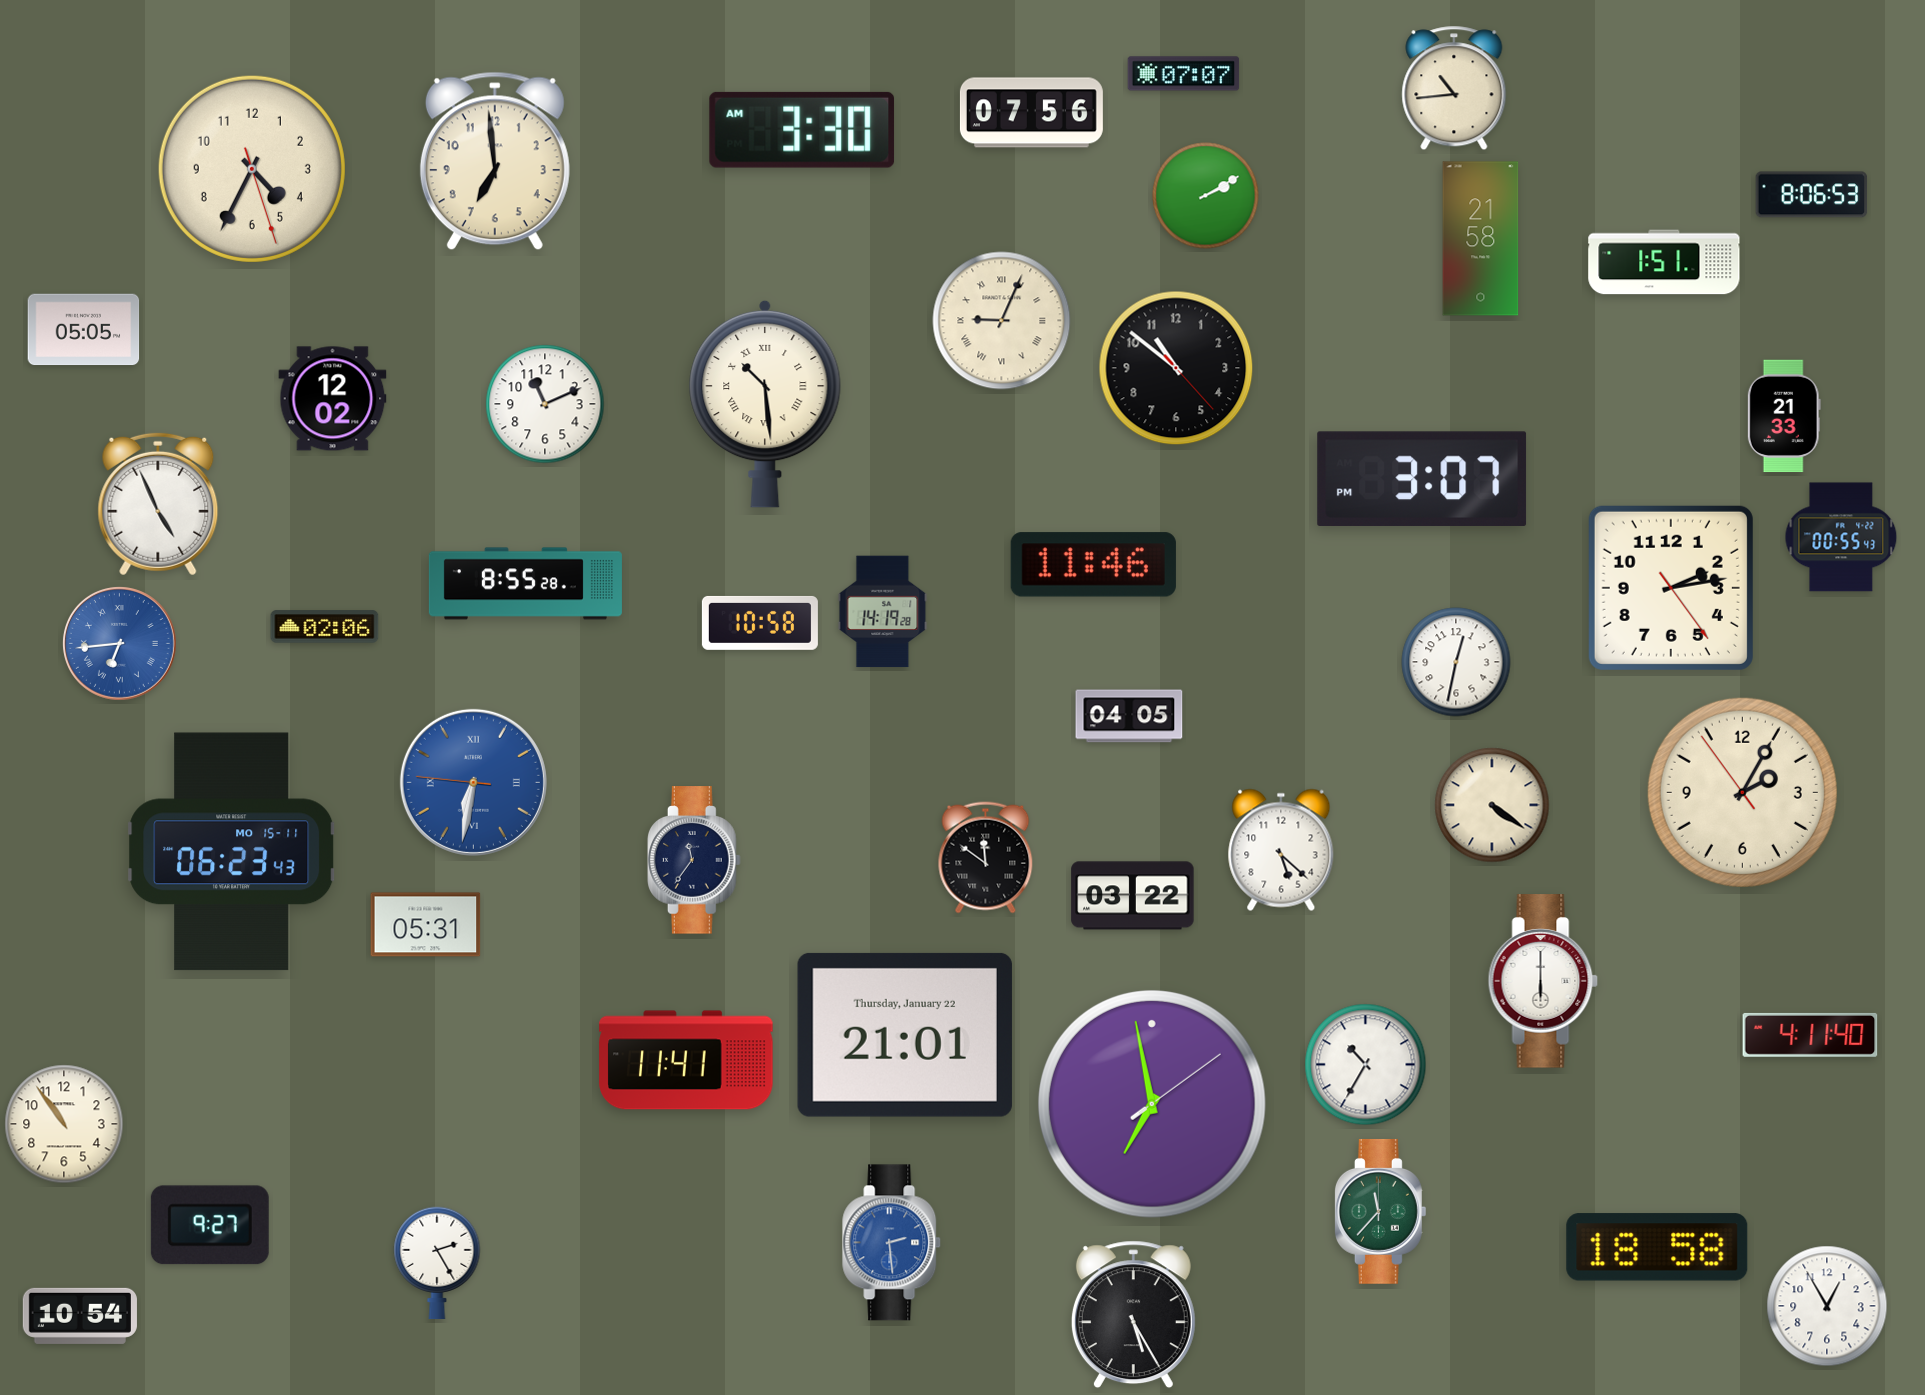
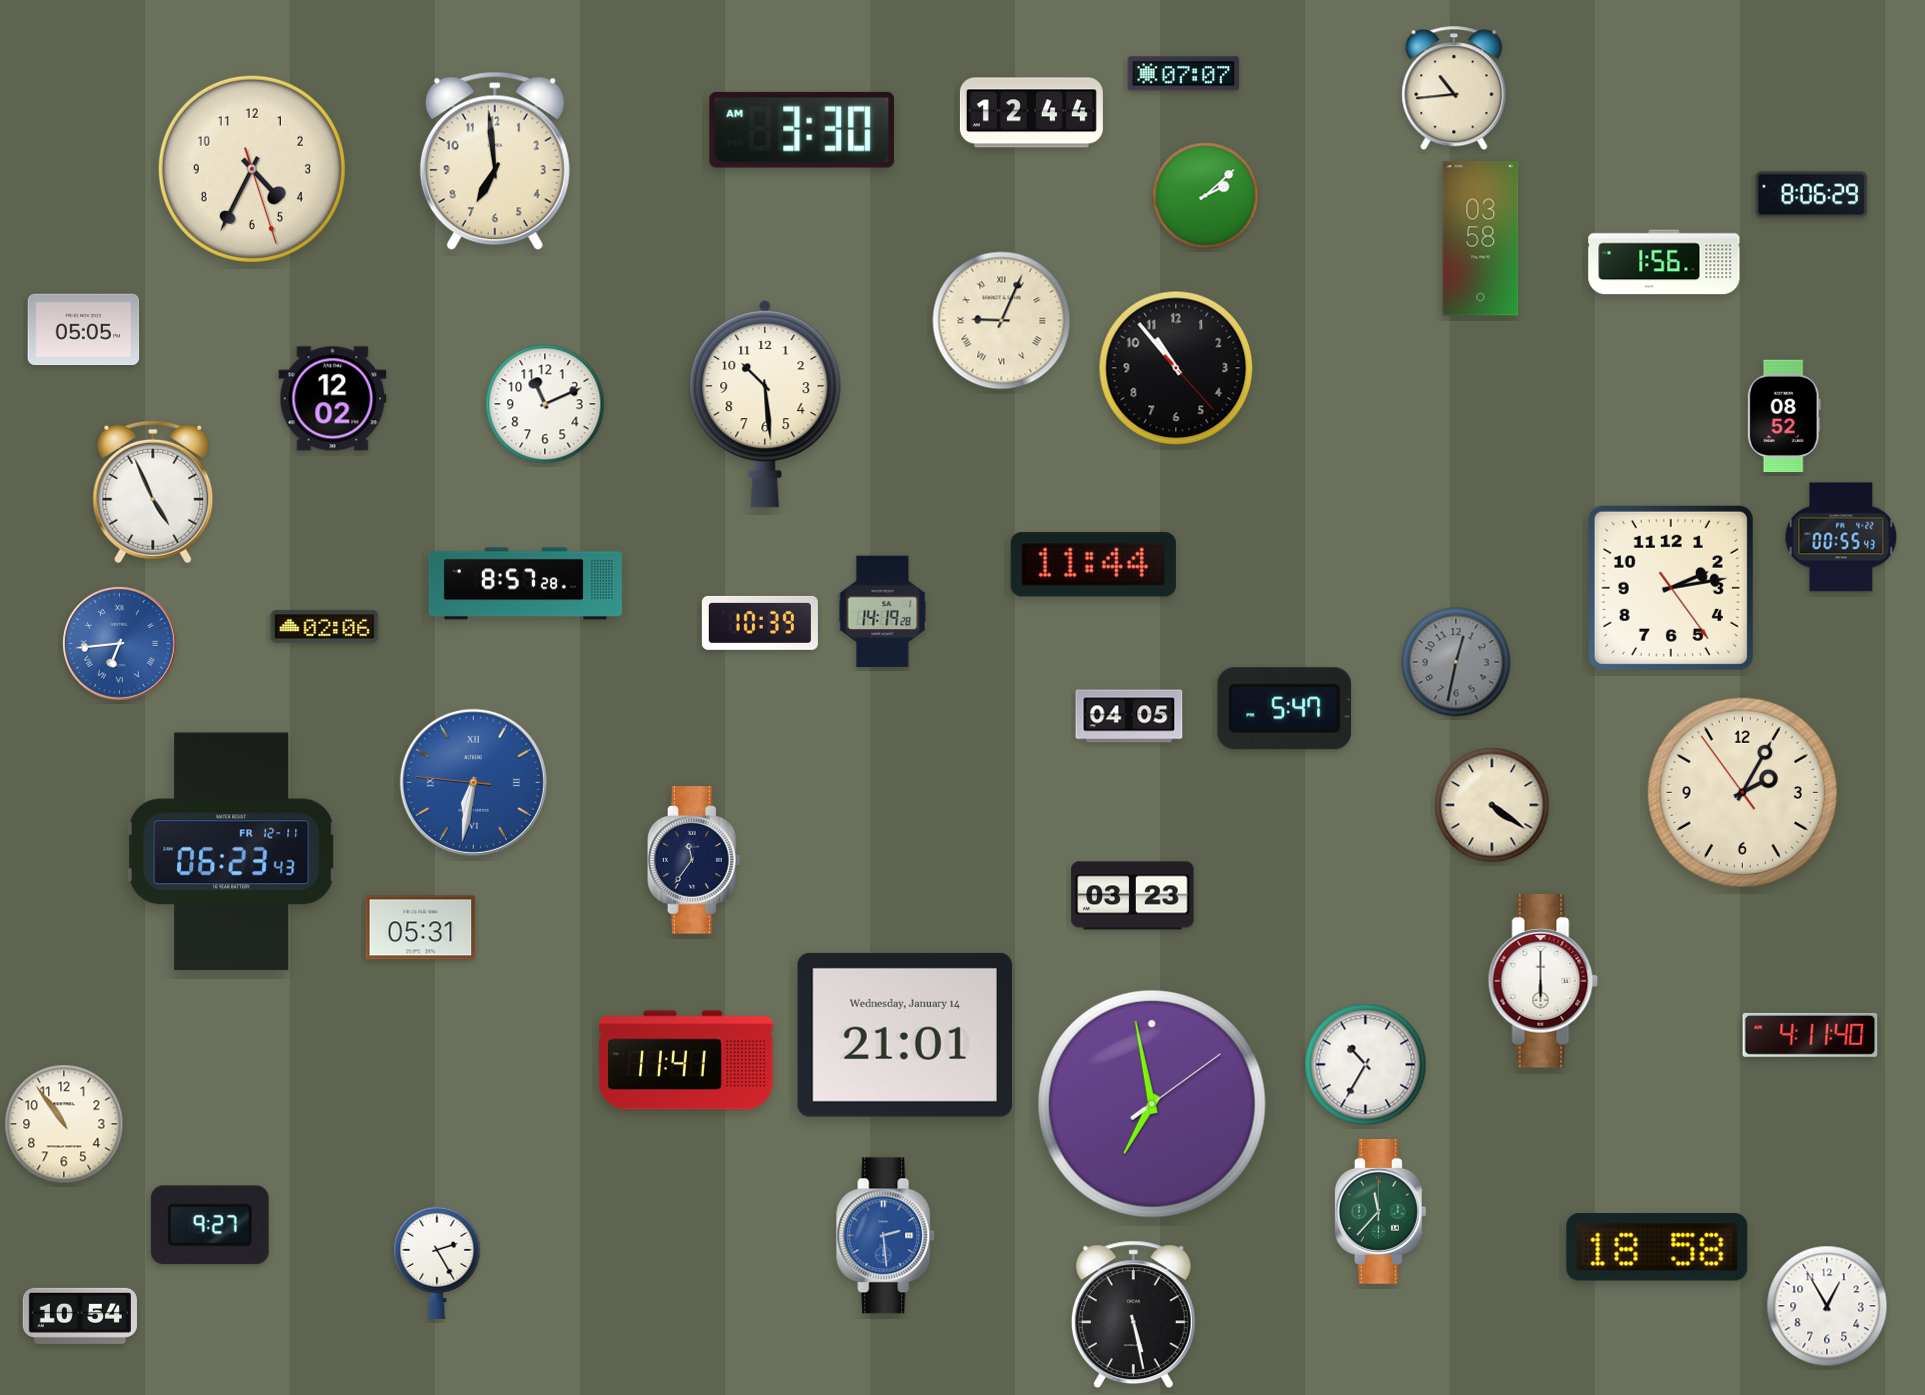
clock at (1031, 113): 07:56 -> 12:44
clock at (1812, 195): 8:06:53 -> 8:06:29
clock at (1206, 196): 2:10 -> 2:08
clock at (1481, 239): 21:58 -> 03:58
clock at (1664, 262): 1:51 -> 1:56
clock at (1176, 368): 10:51 -> 10:53
clock at (765, 404) numerals: Roman -> Arabic
clock at (1784, 416): 21:33 -> 08:52
clock at (1422, 479): 3:07 -> none
clock at (158, 504) position: (158, 504) -> (153, 492)
clock at (1093, 565): 11:46 -> 11:44
clock at (525, 584): 8:55 -> 8:57
clock at (760, 623): 10:58 -> 10:39
clock at (1456, 662) dial: white -> grey
clock at (1285, 709): none -> 5:47
clock at (1281, 850): 5:22 -> none
clock at (232, 852) date: MO 15-11 -> FR 12-11
clock at (986, 858): 11:51 -> none
clock at (1133, 896): 03:22 -> 03:23
clock at (426, 925) position: (426, 925) -> (421, 928)
clock at (905, 1035) date: Thursday, January 22 -> Wednesday, January 14
clock at (892, 1243) position: (892, 1243) -> (886, 1236)
clock at (1133, 1315): 5:25 -> 5:28
